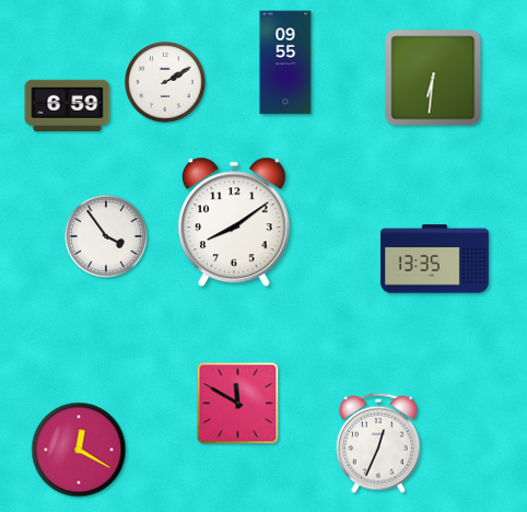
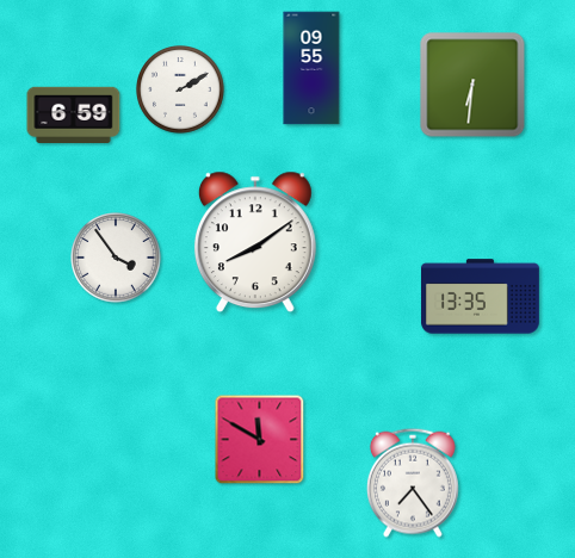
clock at (434, 259) position: (434, 259) -> (480, 297)
clock at (378, 443): 12:34 -> 7:24
clock at (79, 450): 12:20 -> none
